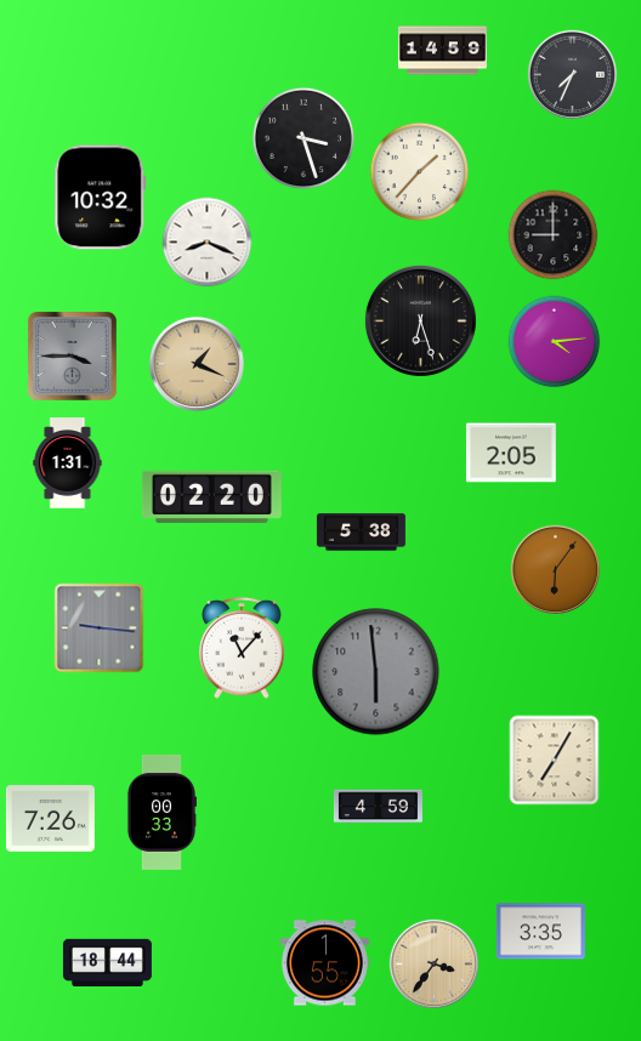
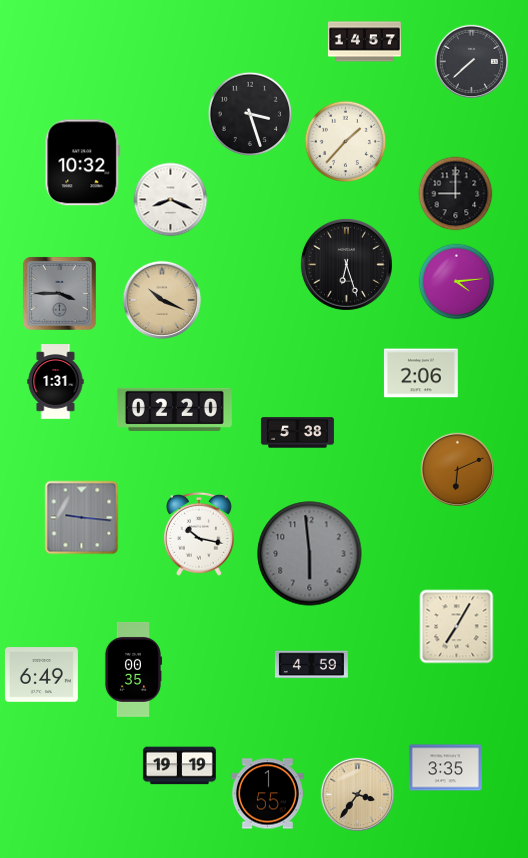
clock at (442, 51): 14:59 -> 14:57
clock at (572, 74): 7:34 -> 7:38
clock at (197, 364): 1:19 -> 10:19
clock at (511, 453): 2:05 -> 2:06
clock at (361, 533) position: (361, 533) -> (297, 433)
clock at (555, 569): 6:06 -> 6:11
clock at (243, 648): 11:07 -> 10:17
clock at (161, 812): 00:33 -> 00:35
clock at (50, 819): 7:26 -> 6:49
clock at (179, 766): none -> 19:19
clock at (107, 962): 18:44 -> none
